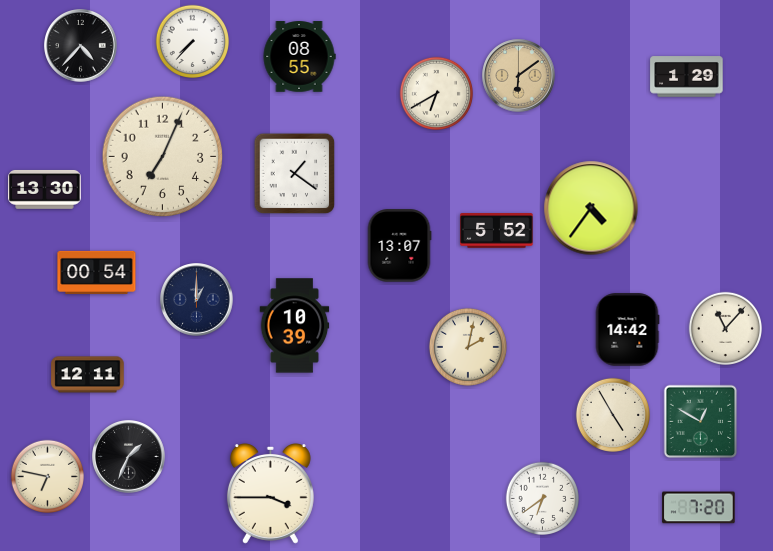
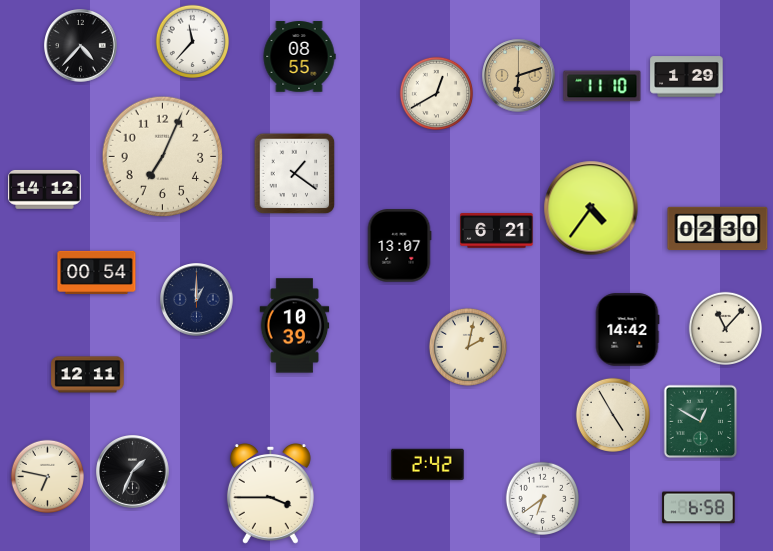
clock at (192, 41): 7:37 -> 11:37
clock at (519, 76): 6:09 -> 6:12
clock at (602, 86): none -> 11:10
clock at (436, 93): 6:40 -> 12:40
clock at (45, 189): 13:30 -> 14:12
clock at (718, 229): none -> 02:30
clock at (497, 231): 5:52 -> 6:21
clock at (129, 457) position: (129, 457) -> (133, 472)
clock at (428, 465): none -> 2:42
clock at (699, 508): 7:20 -> 6:58
